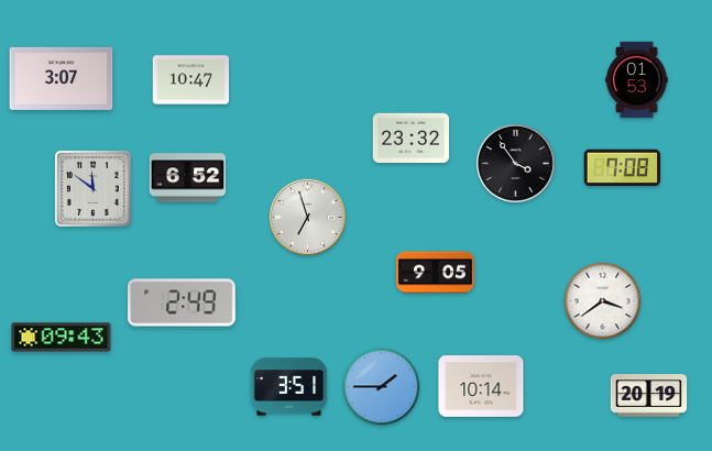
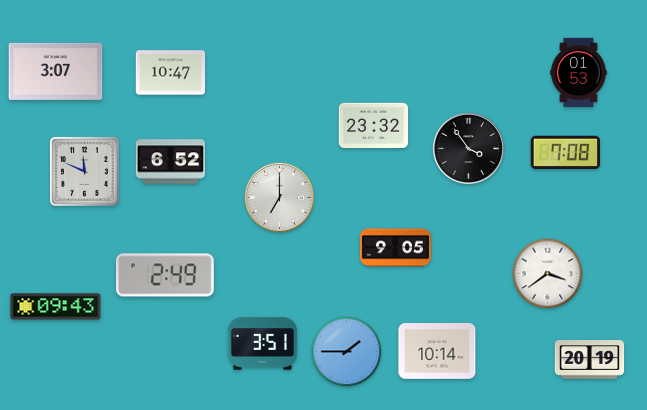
clock at (191, 80) position: (191, 80) -> (171, 73)
clock at (92, 188): 11:51 -> 11:49
clock at (307, 217): 6:57 -> 7:00
clock at (289, 387) position: (289, 387) -> (263, 344)
